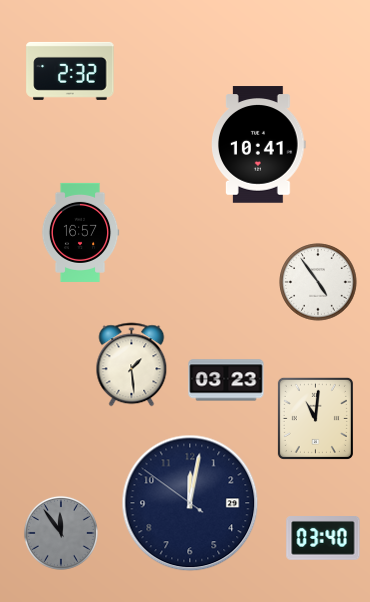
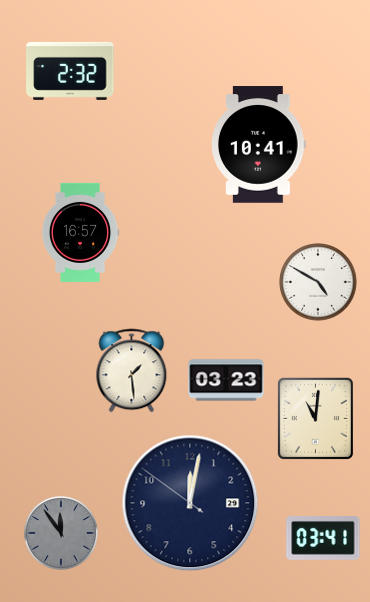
clock at (318, 282): 4:54 -> 4:50
clock at (132, 365) position: (132, 365) -> (132, 371)
clock at (323, 539): 03:40 -> 03:41
